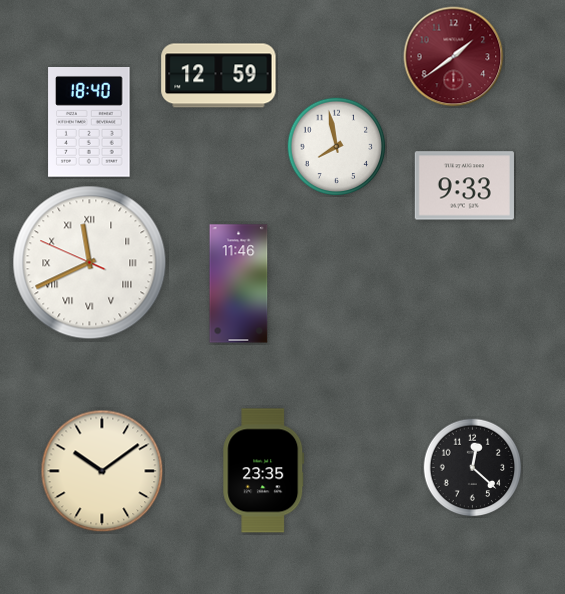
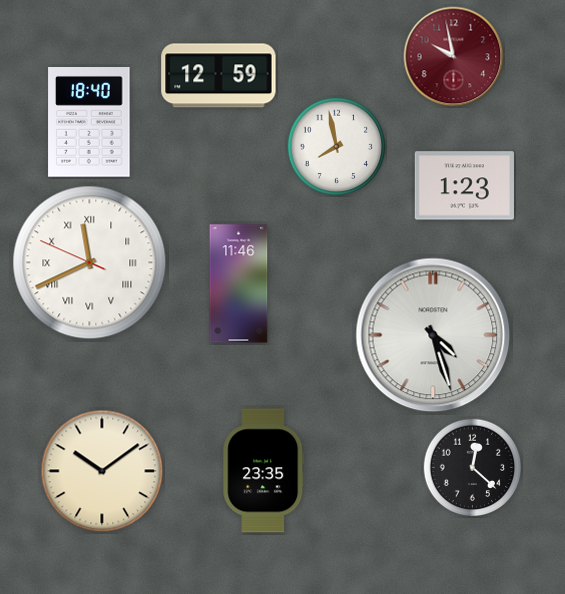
clock at (454, 57): 1:39 -> 9:58
clock at (464, 186): 9:33 -> 1:23
clock at (433, 335): none -> 4:27
